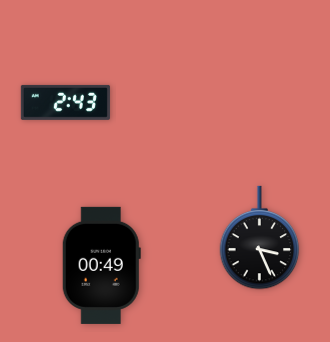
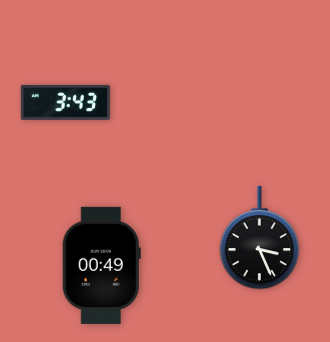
clock at (65, 102): 2:43 -> 3:43
